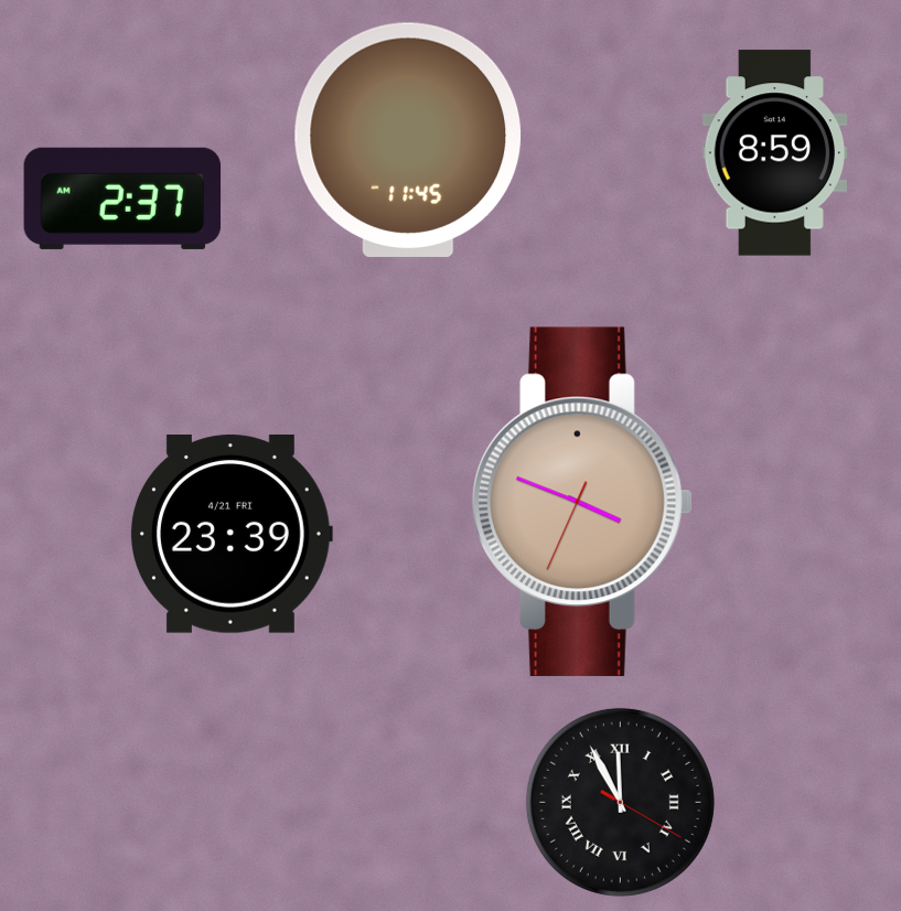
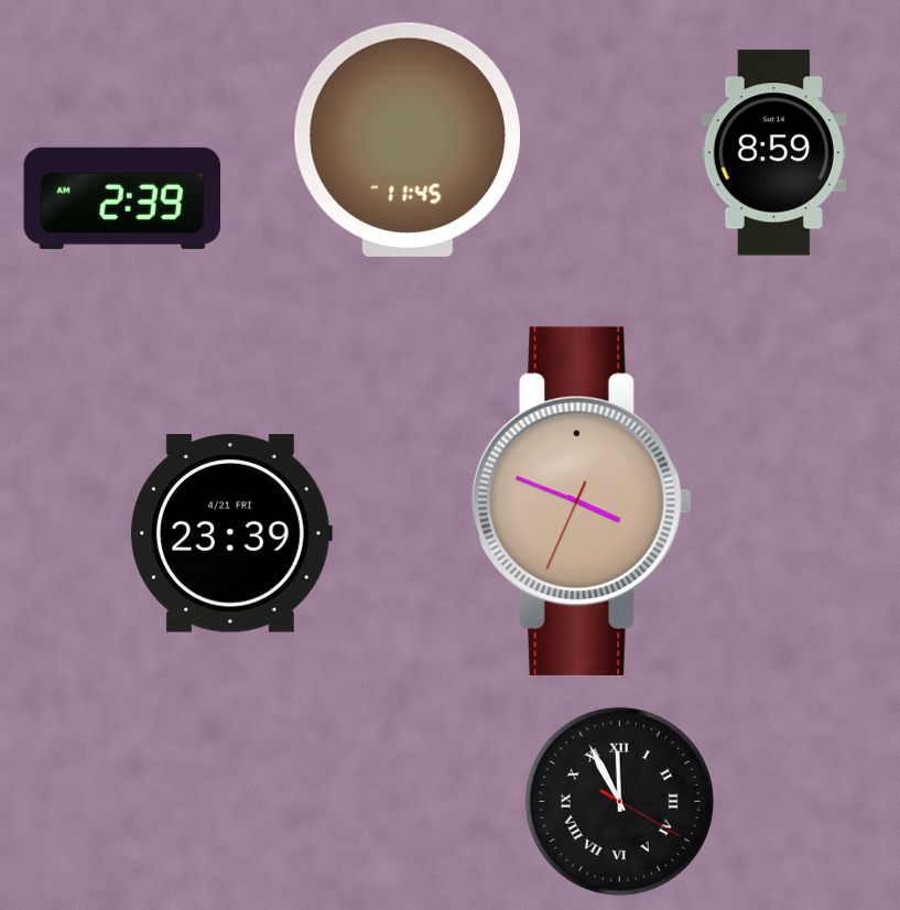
clock at (122, 199): 2:37 -> 2:39
